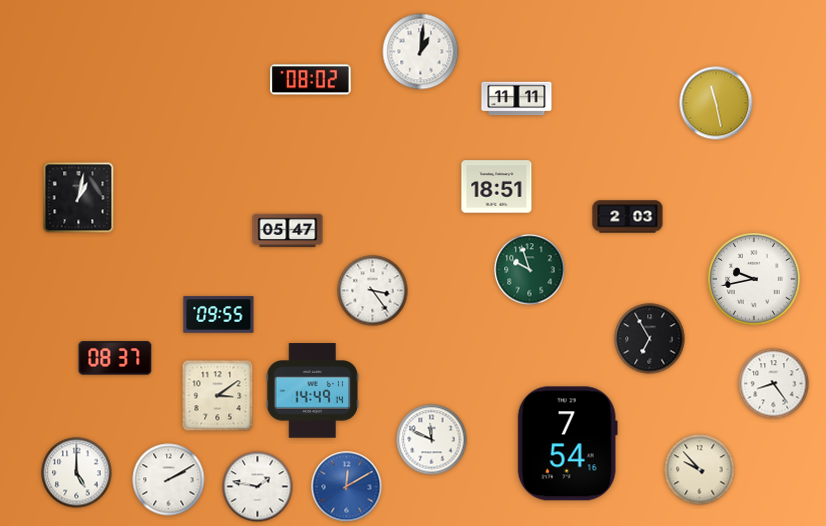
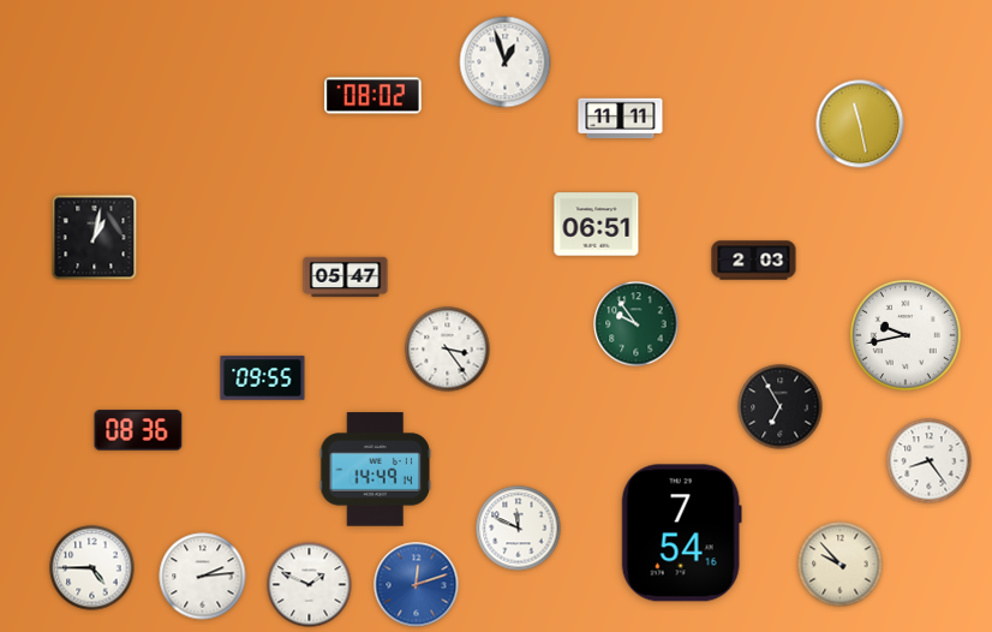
clock at (421, 52): 1:01 -> 12:57
clock at (497, 187): 18:51 -> 06:51
clock at (530, 270): 9:57 -> 9:54
clock at (115, 358): 08:37 -> 08:36
clock at (218, 396): 3:09 -> none
clock at (77, 473): 5:00 -> 4:45
clock at (169, 480): 2:10 -> 2:14
clock at (258, 487): 1:47 -> 1:49
clock at (347, 487): 12:10 -> 12:12
